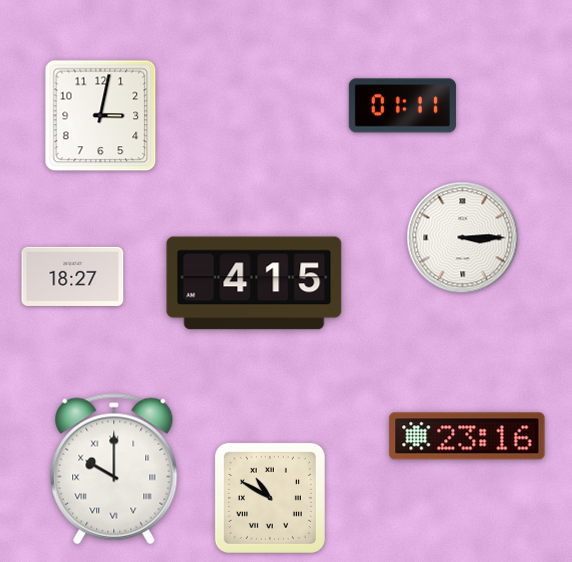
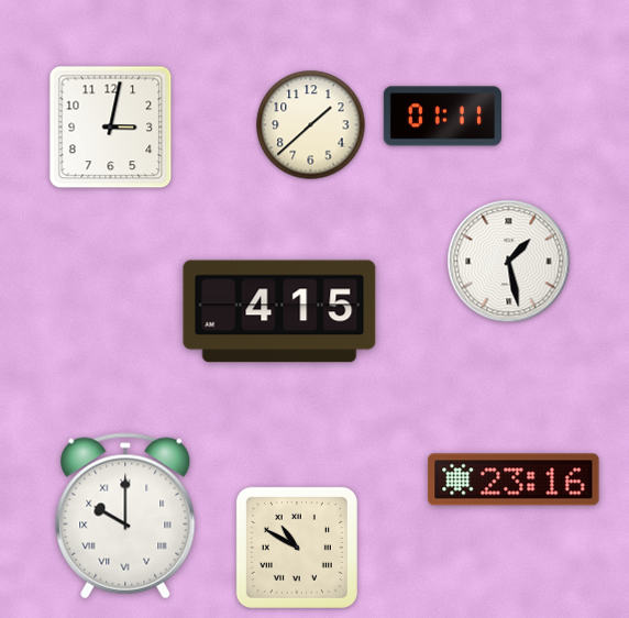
clock at (311, 125): none -> 1:38
clock at (463, 238): 3:15 -> 1:28
clock at (73, 276): 18:27 -> none
